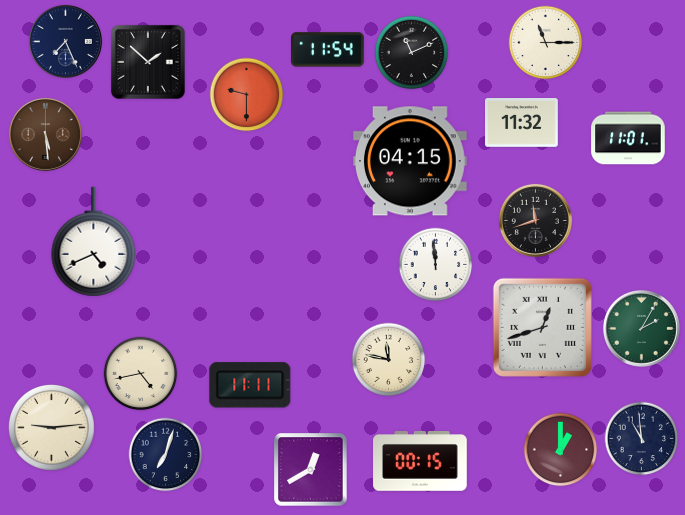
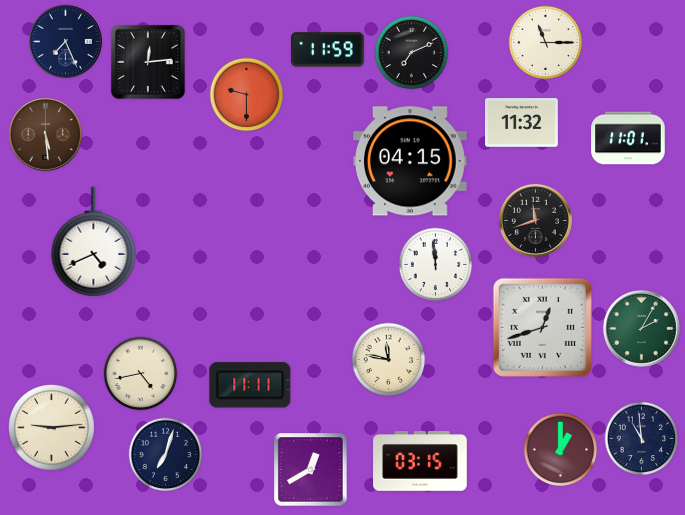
clock at (328, 50): 11:54 -> 11:59
clock at (412, 53): 11:11 -> 7:11
clock at (148, 62): 1:52 -> 12:14
clock at (420, 461): 00:15 -> 03:15
